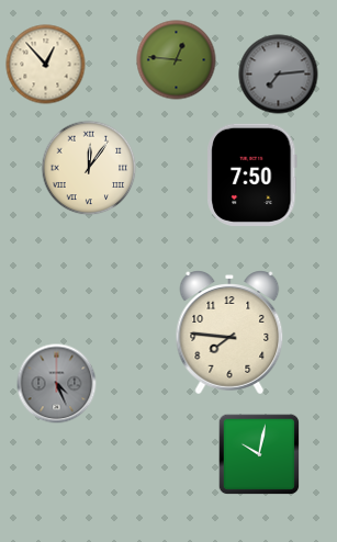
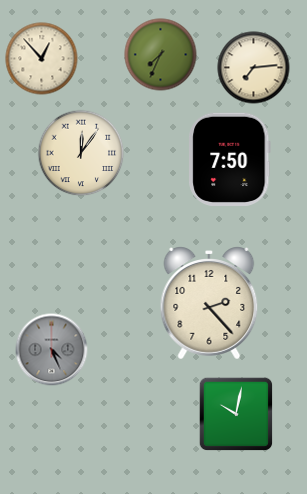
clock at (177, 60): 12:46 -> 7:34
clock at (279, 75) dial: grey -> cream
clock at (229, 332): 7:46 -> 2:23
